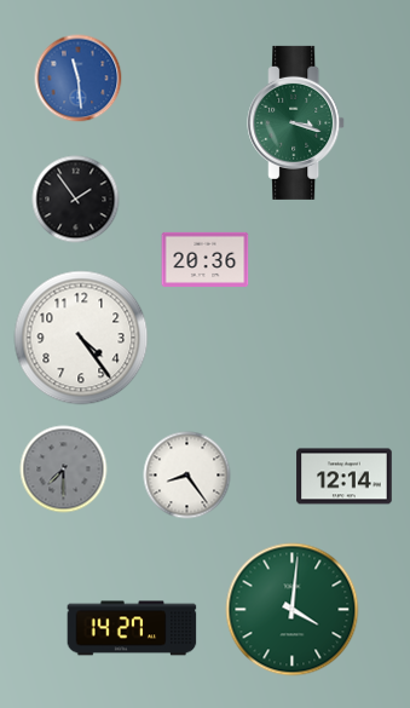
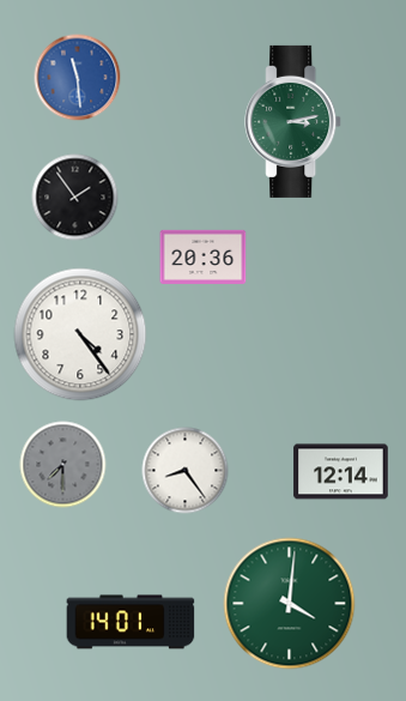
clock at (296, 122): 3:18 -> 3:13
clock at (132, 628): 14:27 -> 14:01
